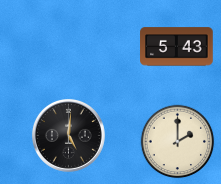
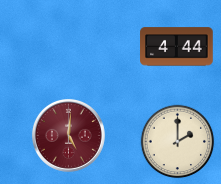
clock at (177, 47): 5:43 -> 4:44
clock at (68, 135) dial: black -> burgundy
